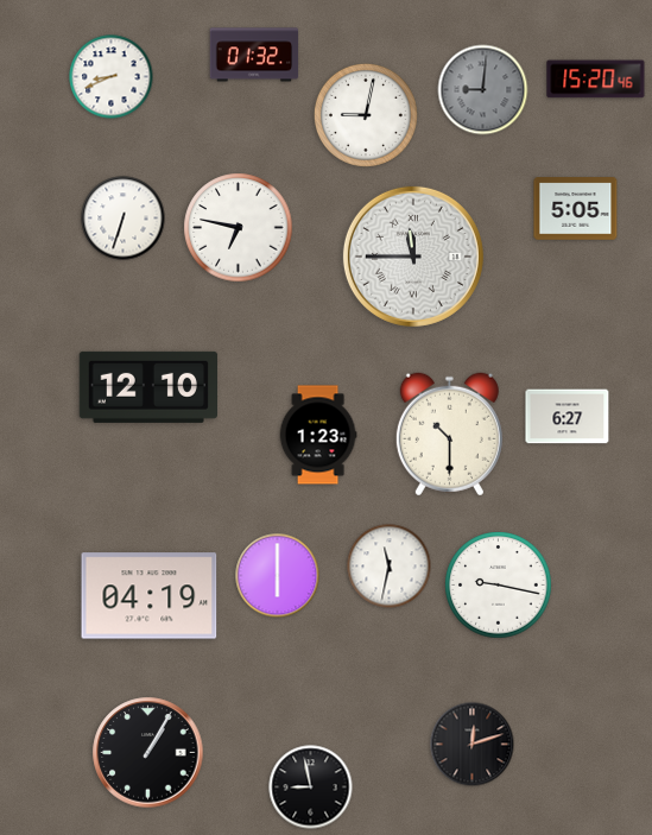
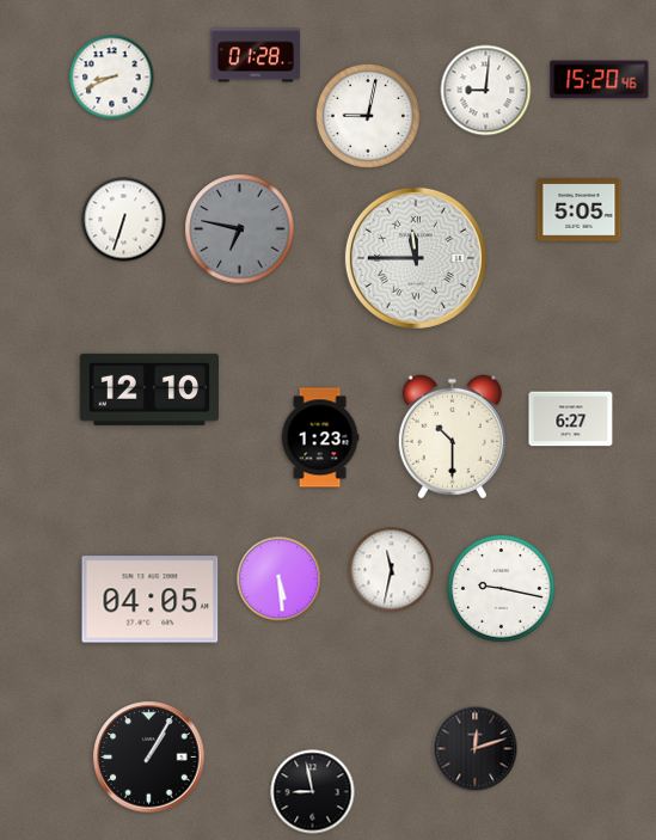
clock at (254, 55): 01:32 -> 01:28
clock at (483, 90) dial: grey -> white
clock at (239, 228) dial: white -> grey
clock at (278, 576): 6:00 -> 5:29
clock at (150, 596): 04:19 -> 04:05
